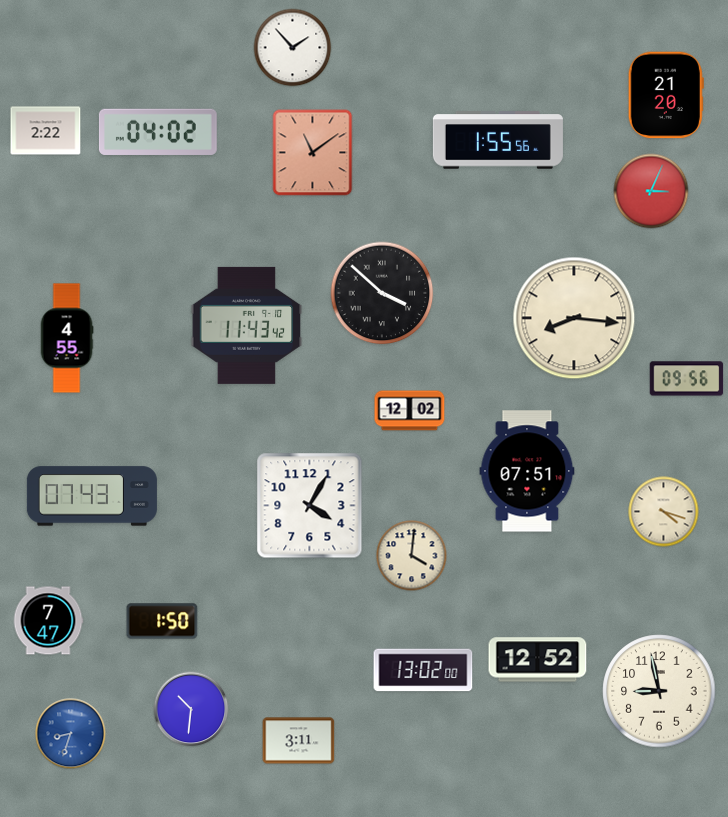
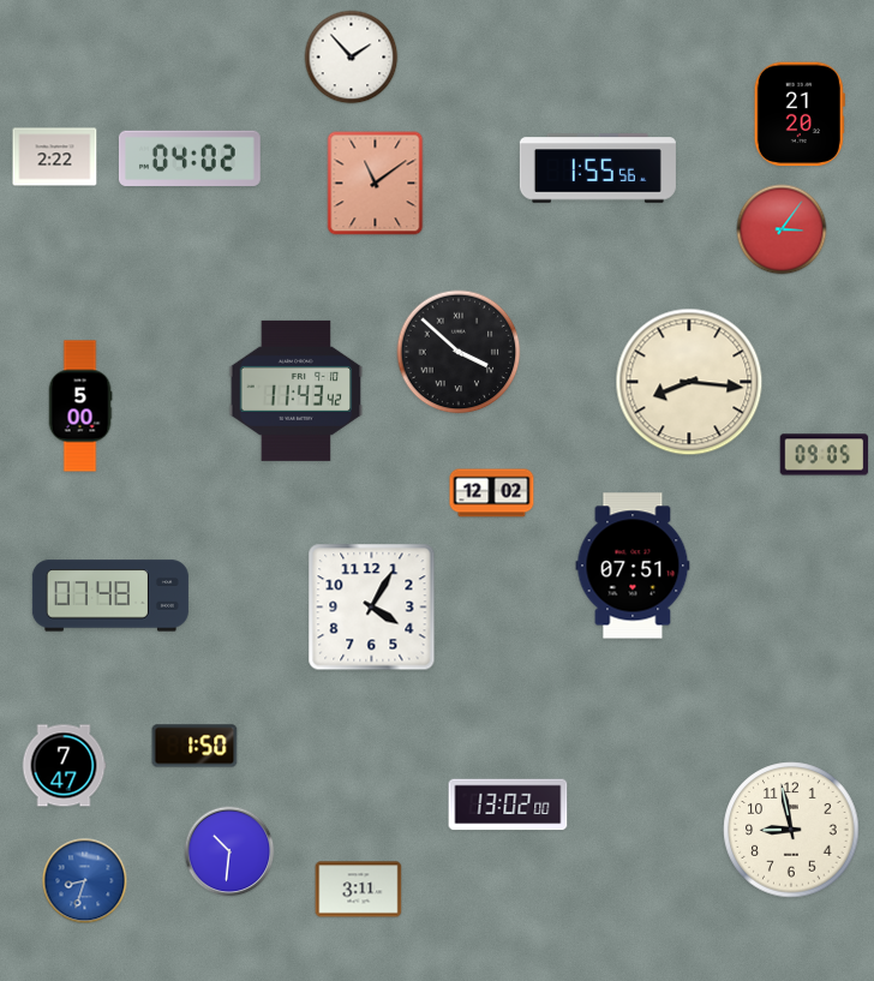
clock at (651, 191): 3:04 -> 3:06
clock at (67, 338): 4:55 -> 5:00
clock at (687, 379): 09:56 -> 09:05
clock at (92, 496): 07:43 -> 07:48
clock at (664, 512): 4:18 -> none
clock at (412, 556): 4:01 -> none
clock at (48, 621) position: (48, 621) -> (64, 766)
clock at (538, 660): 12:52 -> none
